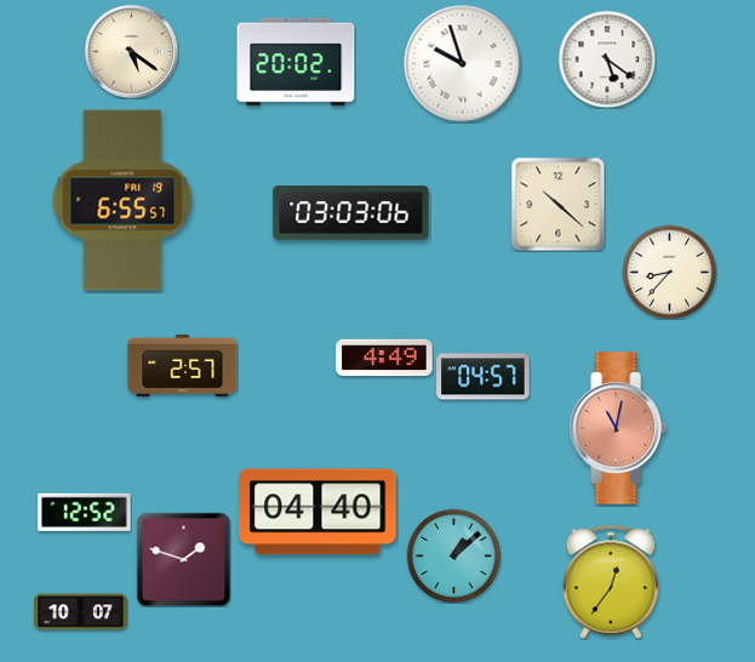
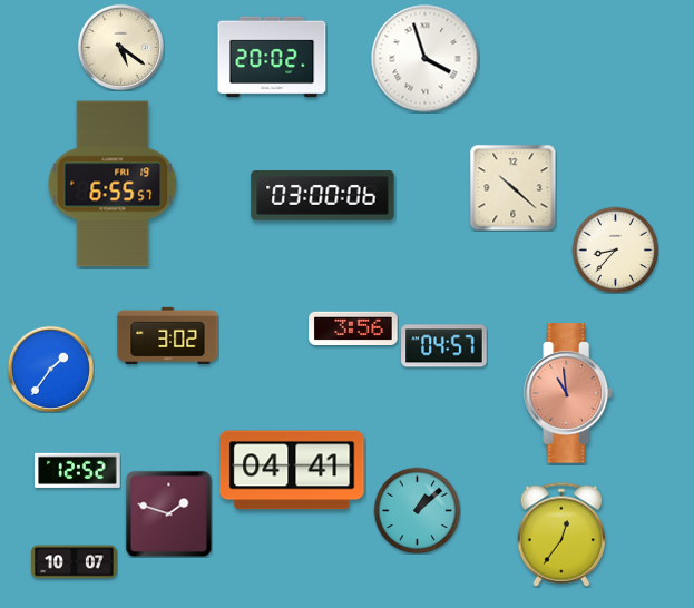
clock at (607, 59): 5:21 -> none
clock at (463, 64): 9:57 -> 3:57
clock at (351, 213): 03:03 -> 03:00
clock at (384, 358): 4:49 -> 3:56
clock at (183, 365): 2:57 -> 3:02
clock at (50, 369): none -> 1:36
clock at (618, 428): 11:02 -> 10:59
clock at (318, 512): 04:40 -> 04:41
